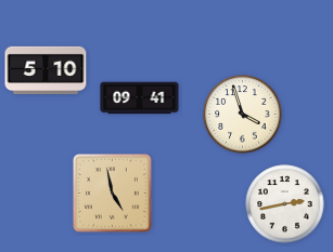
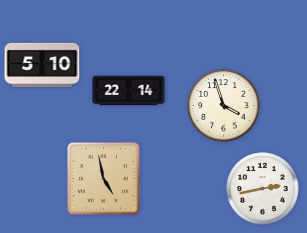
clock at (140, 98): 09:41 -> 22:14
